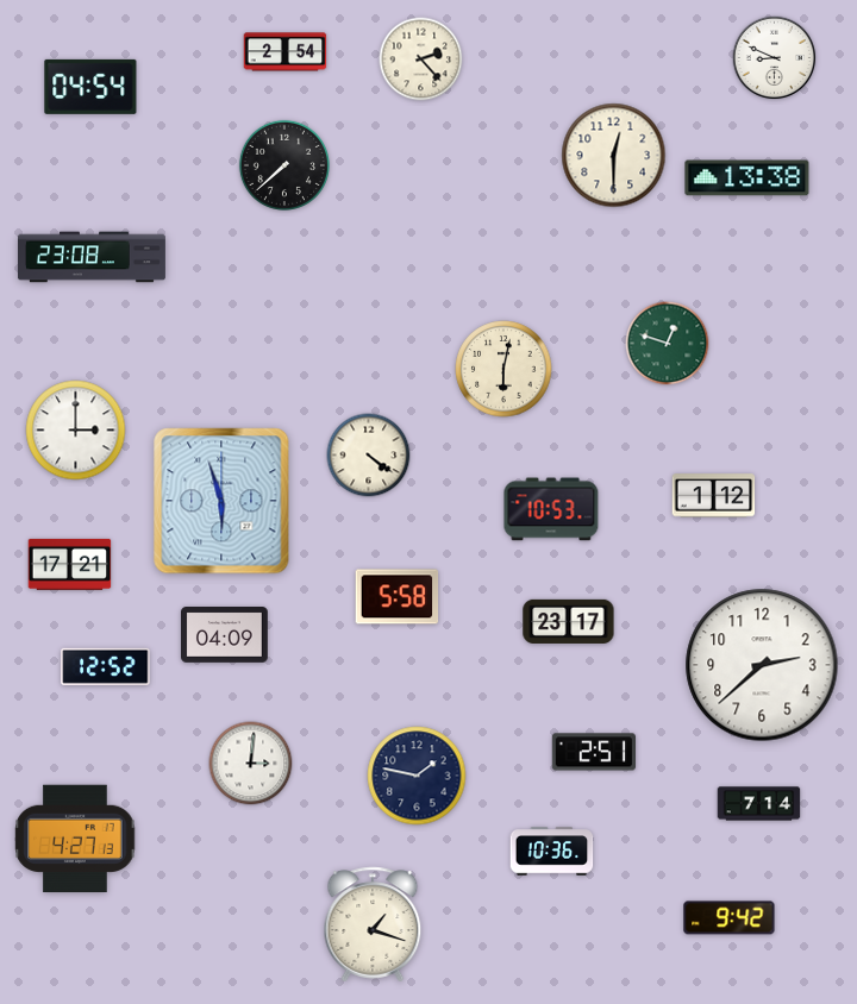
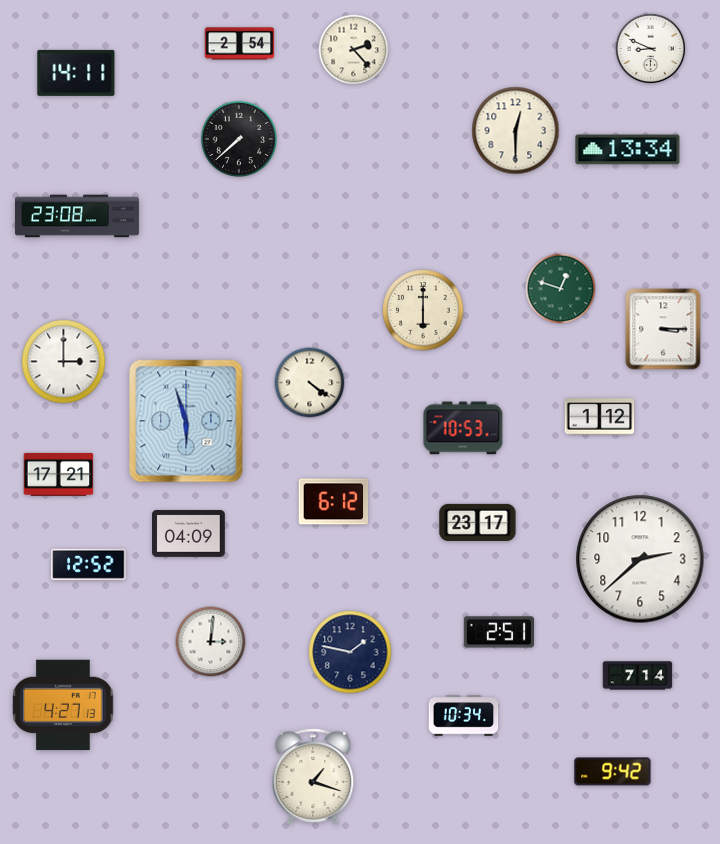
clock at (90, 87): 04:54 -> 14:11
clock at (747, 178): 13:38 -> 13:34
clock at (503, 369): 6:02 -> 6:00
clock at (663, 329): none -> 3:15
clock at (398, 597): 5:58 -> 6:12
clock at (106, 666) position: (106, 666) -> (89, 564)
clock at (552, 852): 10:36 -> 10:34
